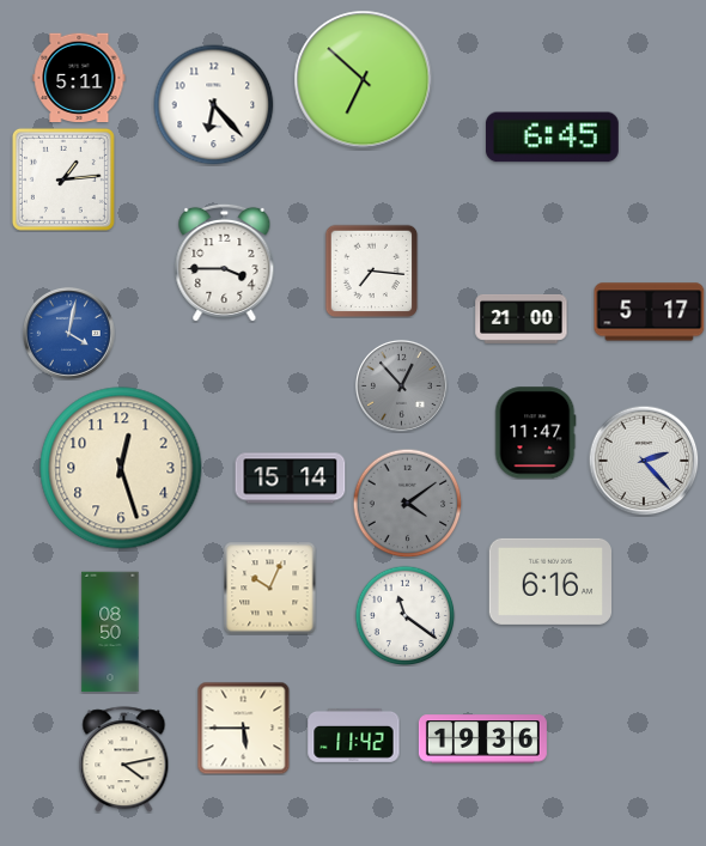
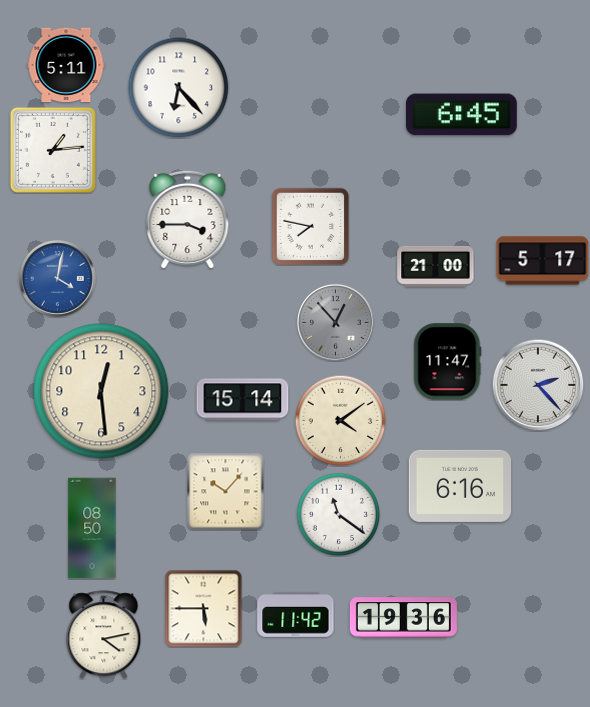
clock at (364, 80): 6:52 -> none
clock at (371, 270): 7:16 -> 7:47
clock at (121, 468): 12:27 -> 12:29
clock at (407, 503) dial: grey -> cream
clock at (269, 588): 10:04 -> 10:07
